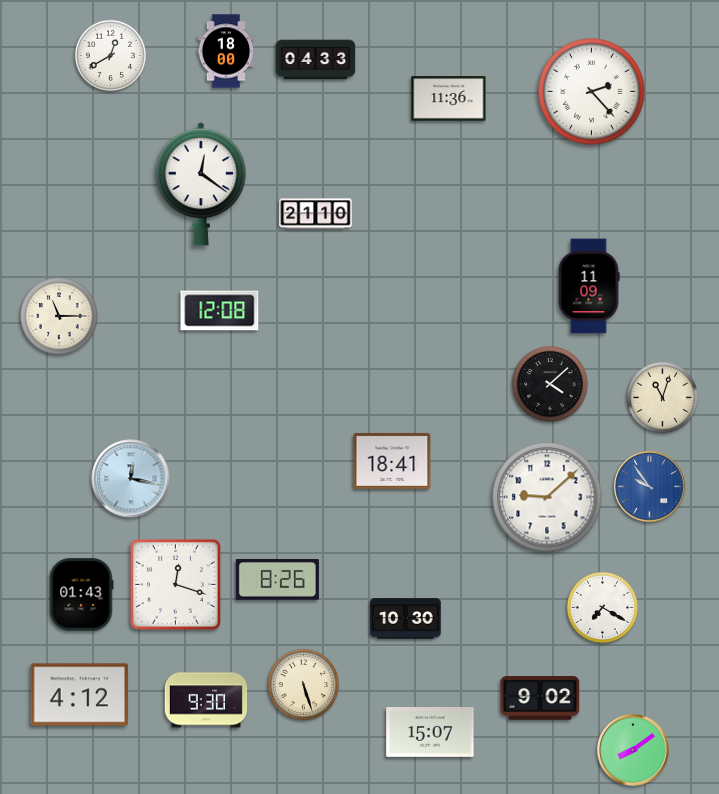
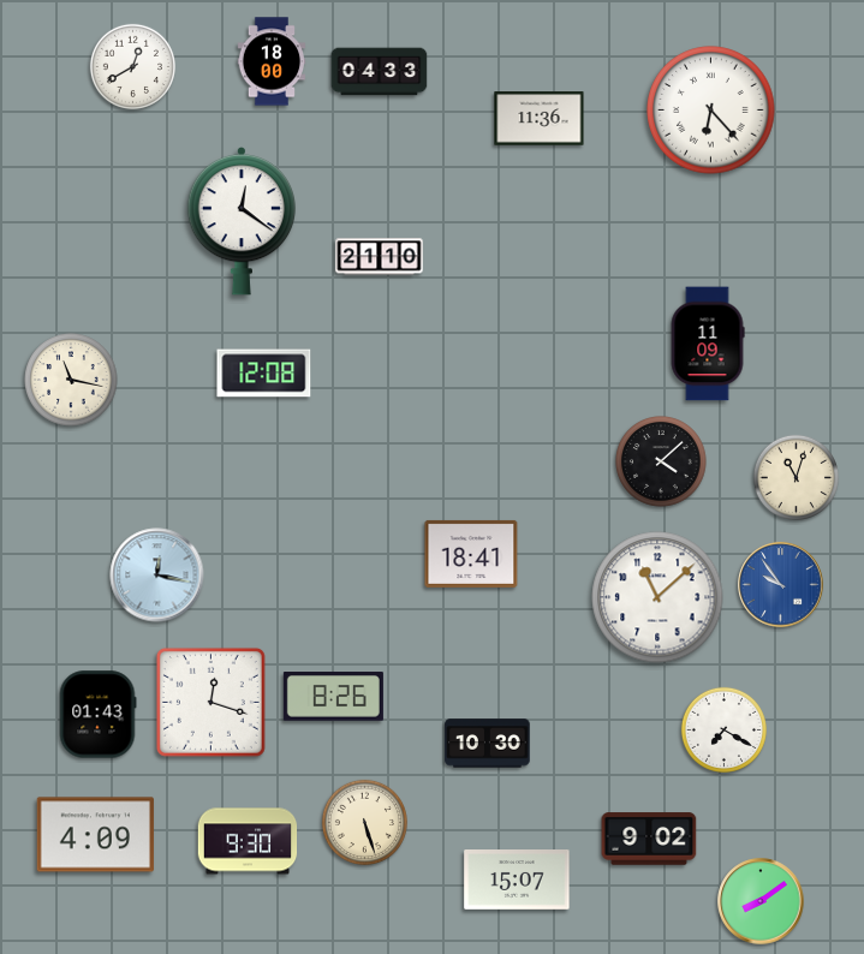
clock at (592, 92): 2:23 -> 6:23
clock at (59, 316): 11:15 -> 11:17
clock at (547, 497): 9:08 -> 11:08
clock at (79, 695): 4:12 -> 4:09
